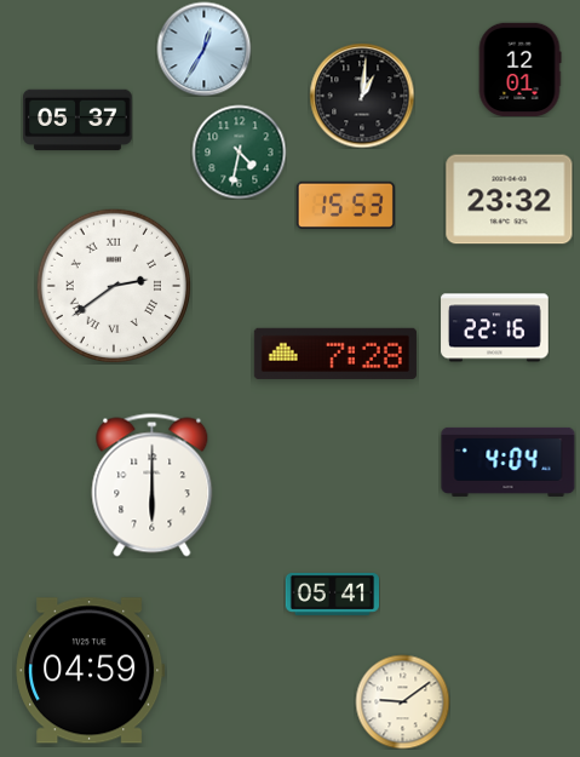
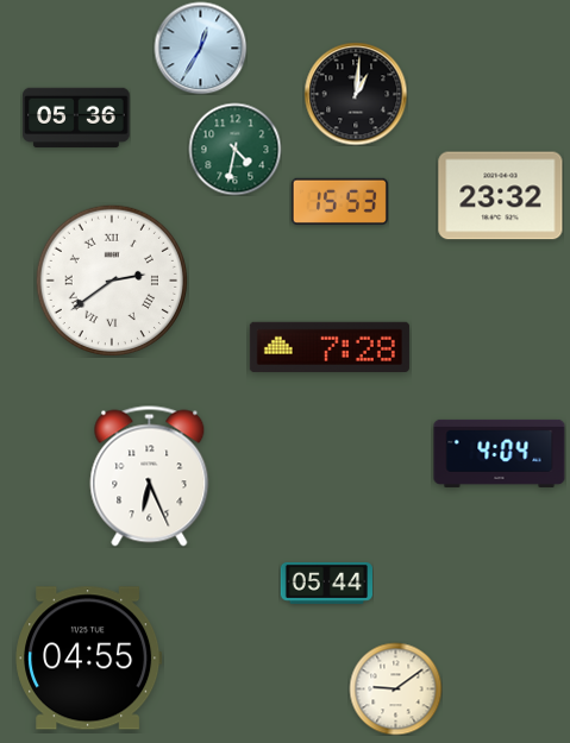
clock at (519, 69): 12:01 -> none
clock at (77, 120): 05:37 -> 05:36
clock at (495, 328): 22:16 -> none
clock at (153, 486): 6:00 -> 6:26
clock at (332, 593): 05:41 -> 05:44
clock at (91, 671): 04:59 -> 04:55
